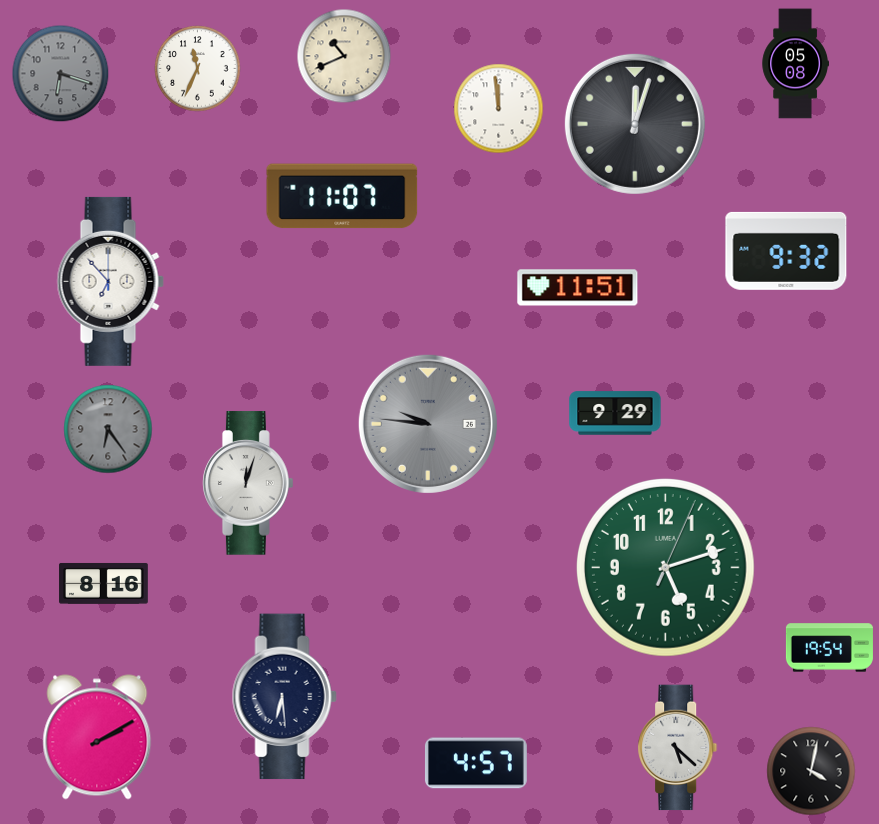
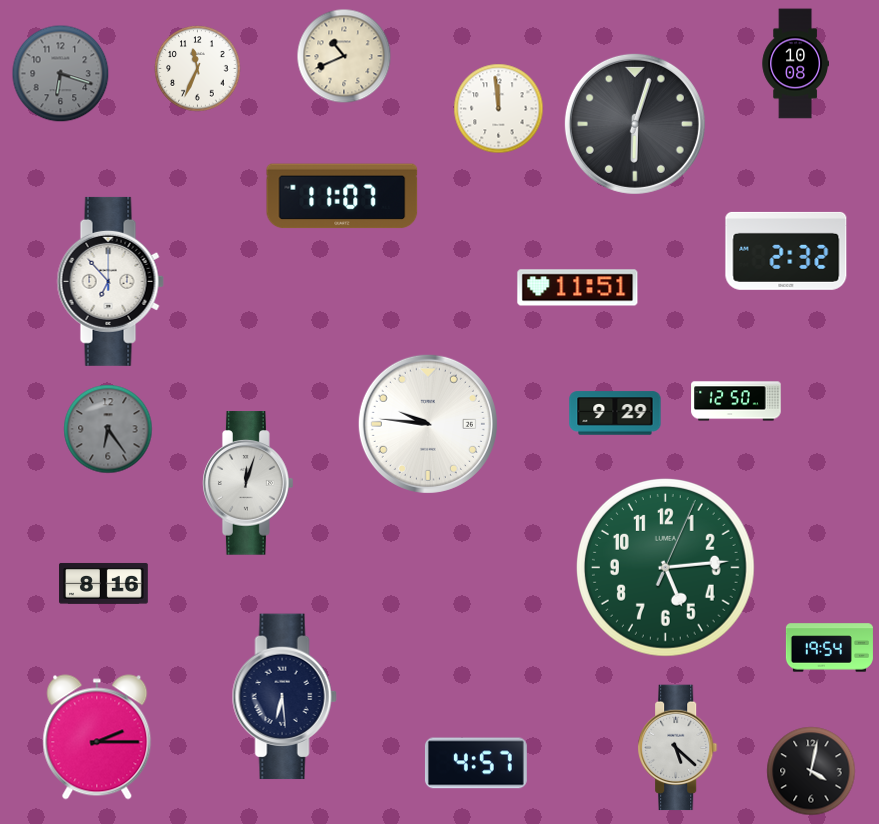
clock at (795, 64): 05:08 -> 10:08
clock at (635, 124): 12:03 -> 6:03
clock at (786, 251): 9:32 -> 2:32
clock at (736, 401): none -> 12:50
clock at (428, 424) dial: grey -> white
clock at (666, 568): 5:12 -> 5:14
clock at (97, 737): 2:10 -> 2:15
